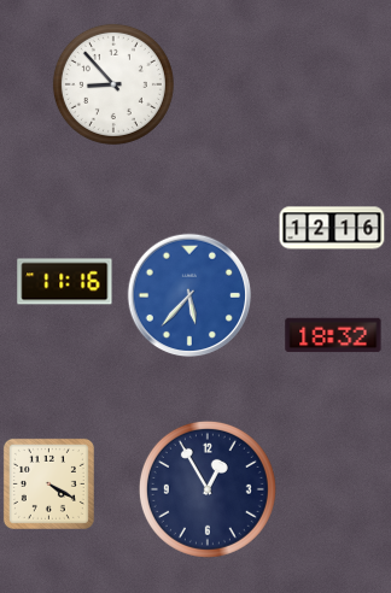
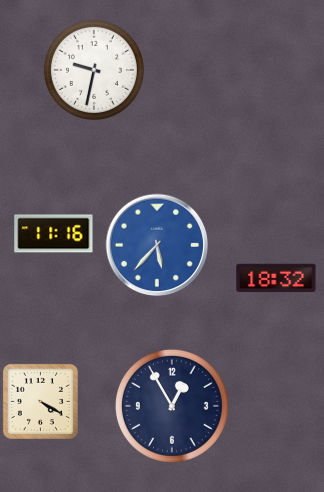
clock at (113, 84): 8:53 -> 9:32
clock at (332, 228): 12:16 -> none
